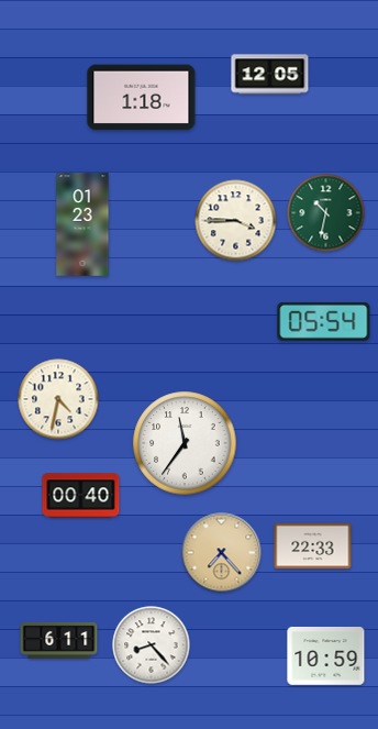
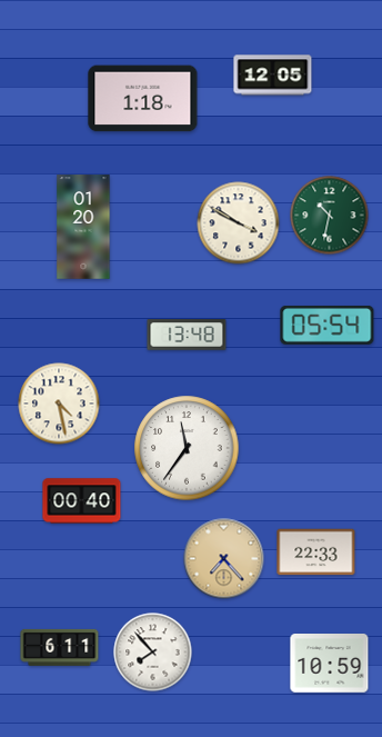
clock at (236, 221): 3:45 -> 3:50
clock at (82, 224): 01:23 -> 01:20
clock at (187, 335): none -> 13:48
clock at (58, 399): 4:32 -> 4:28
clock at (152, 645): 8:23 -> 7:53
